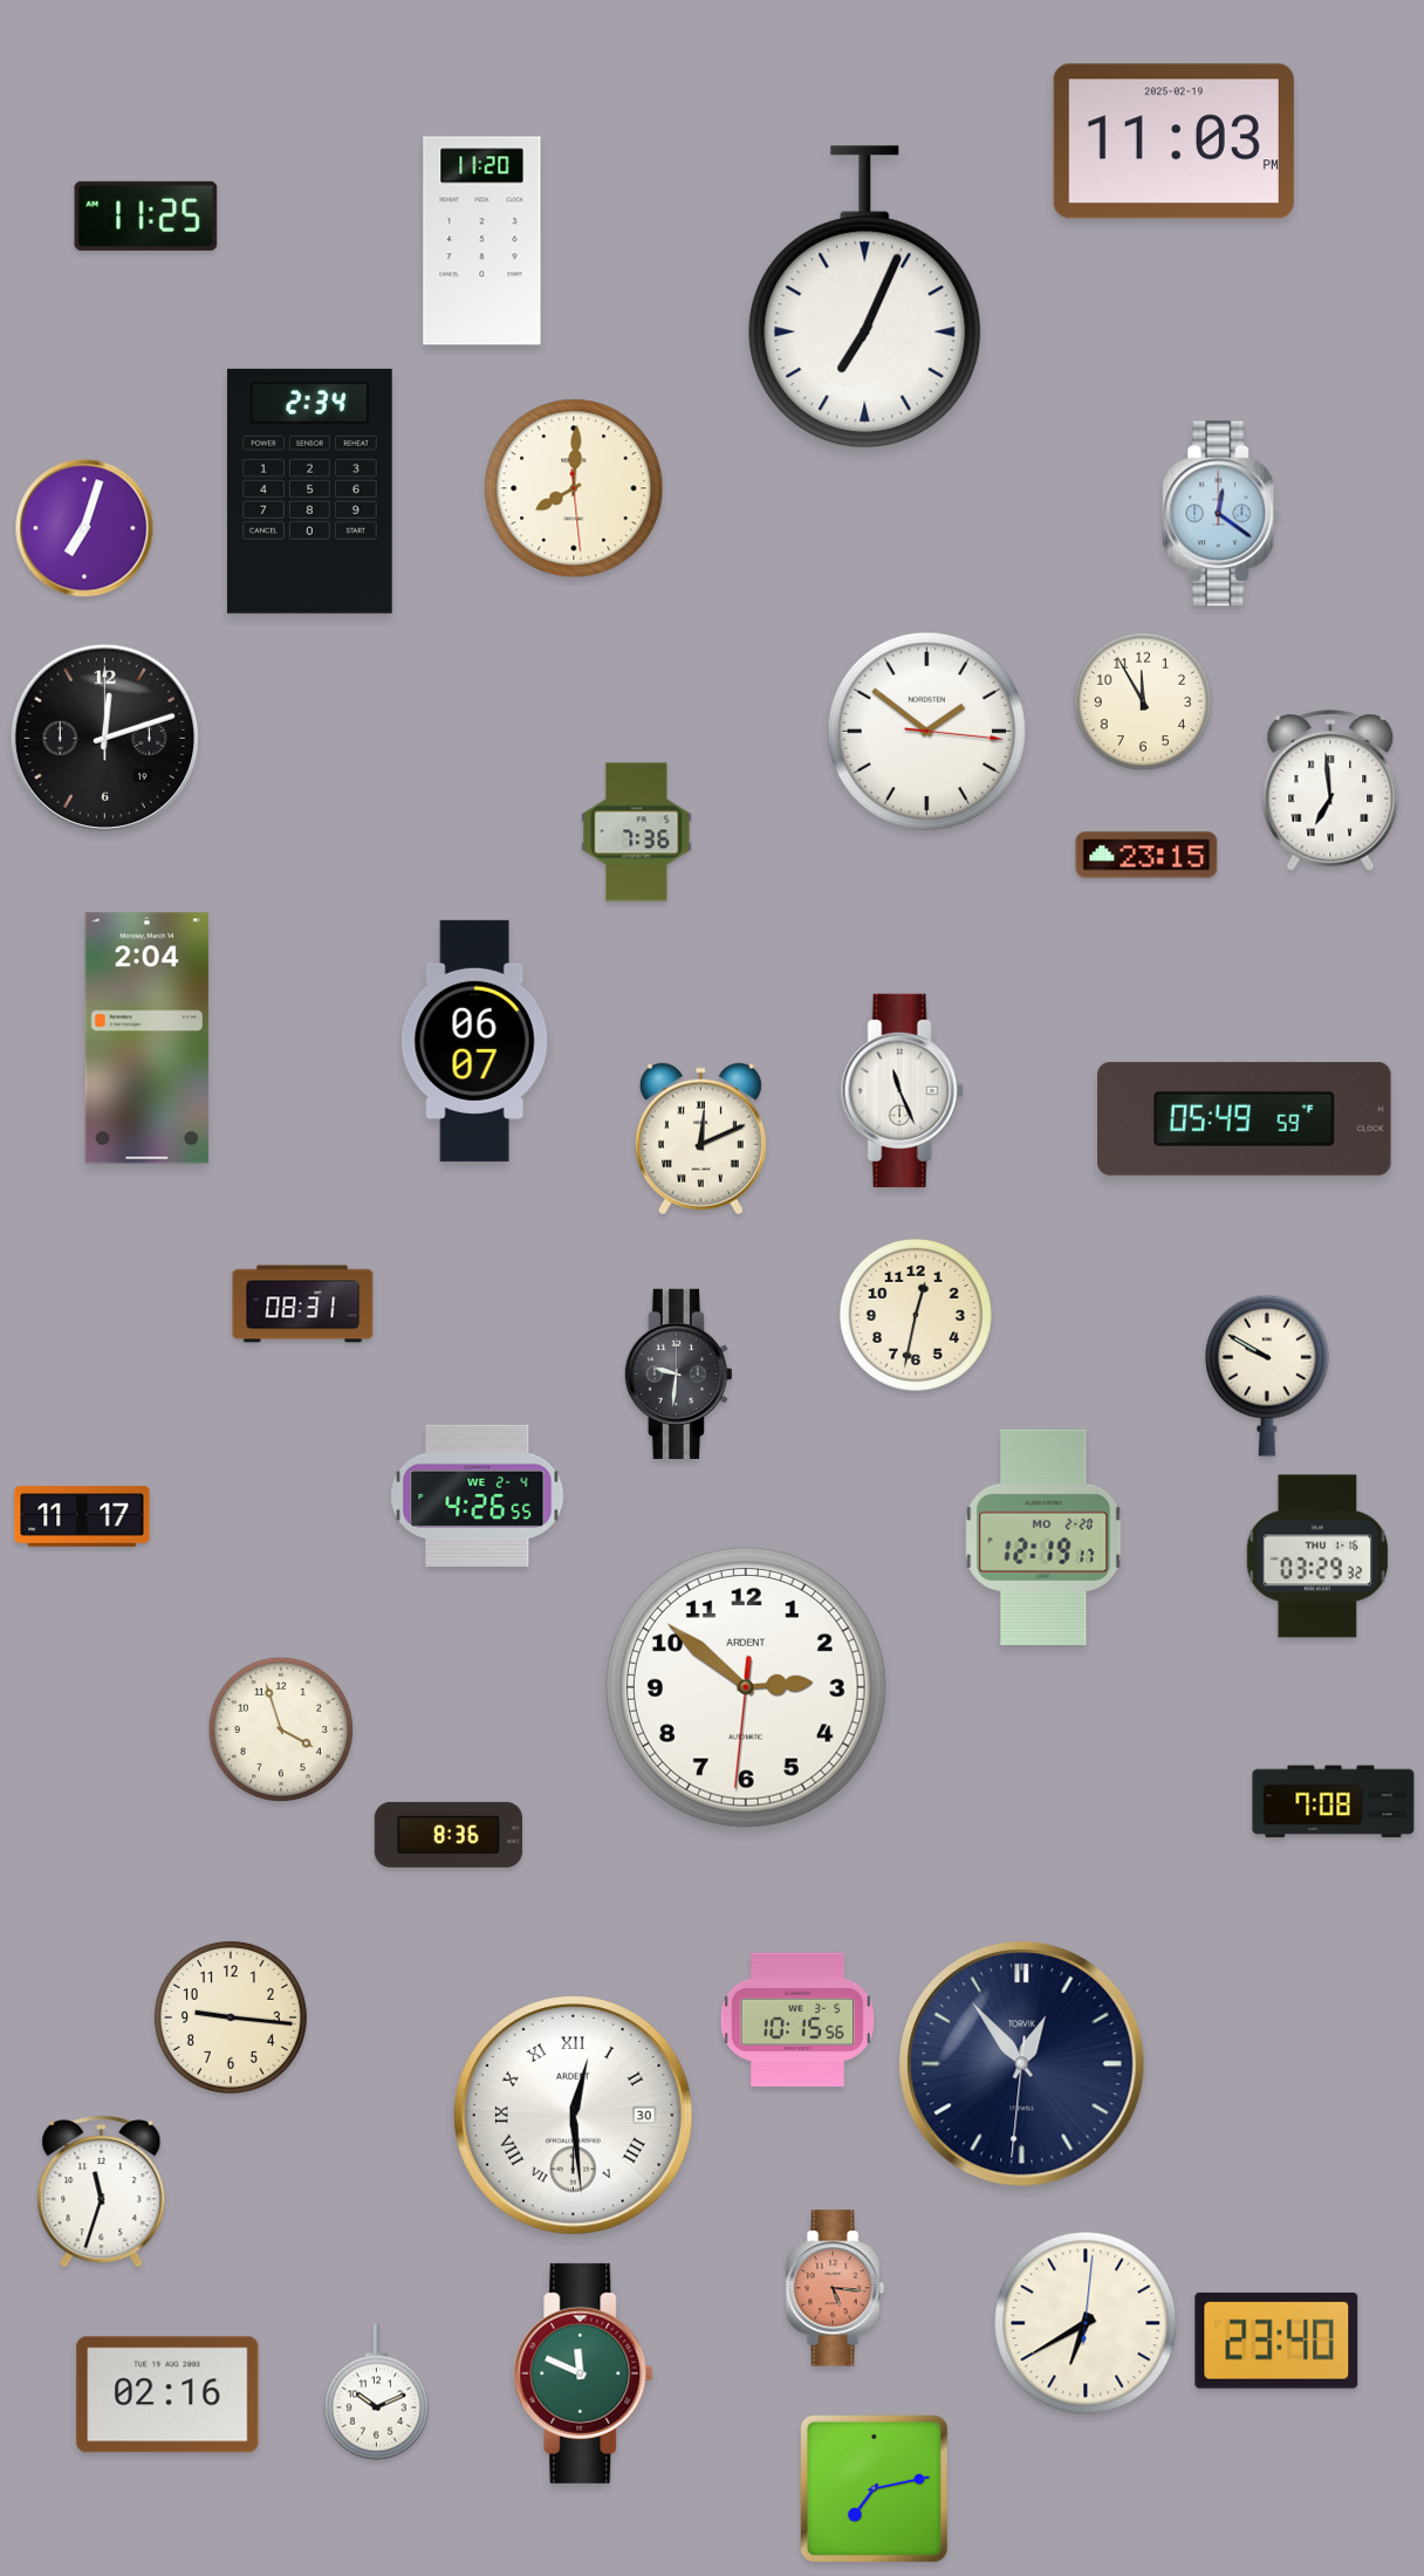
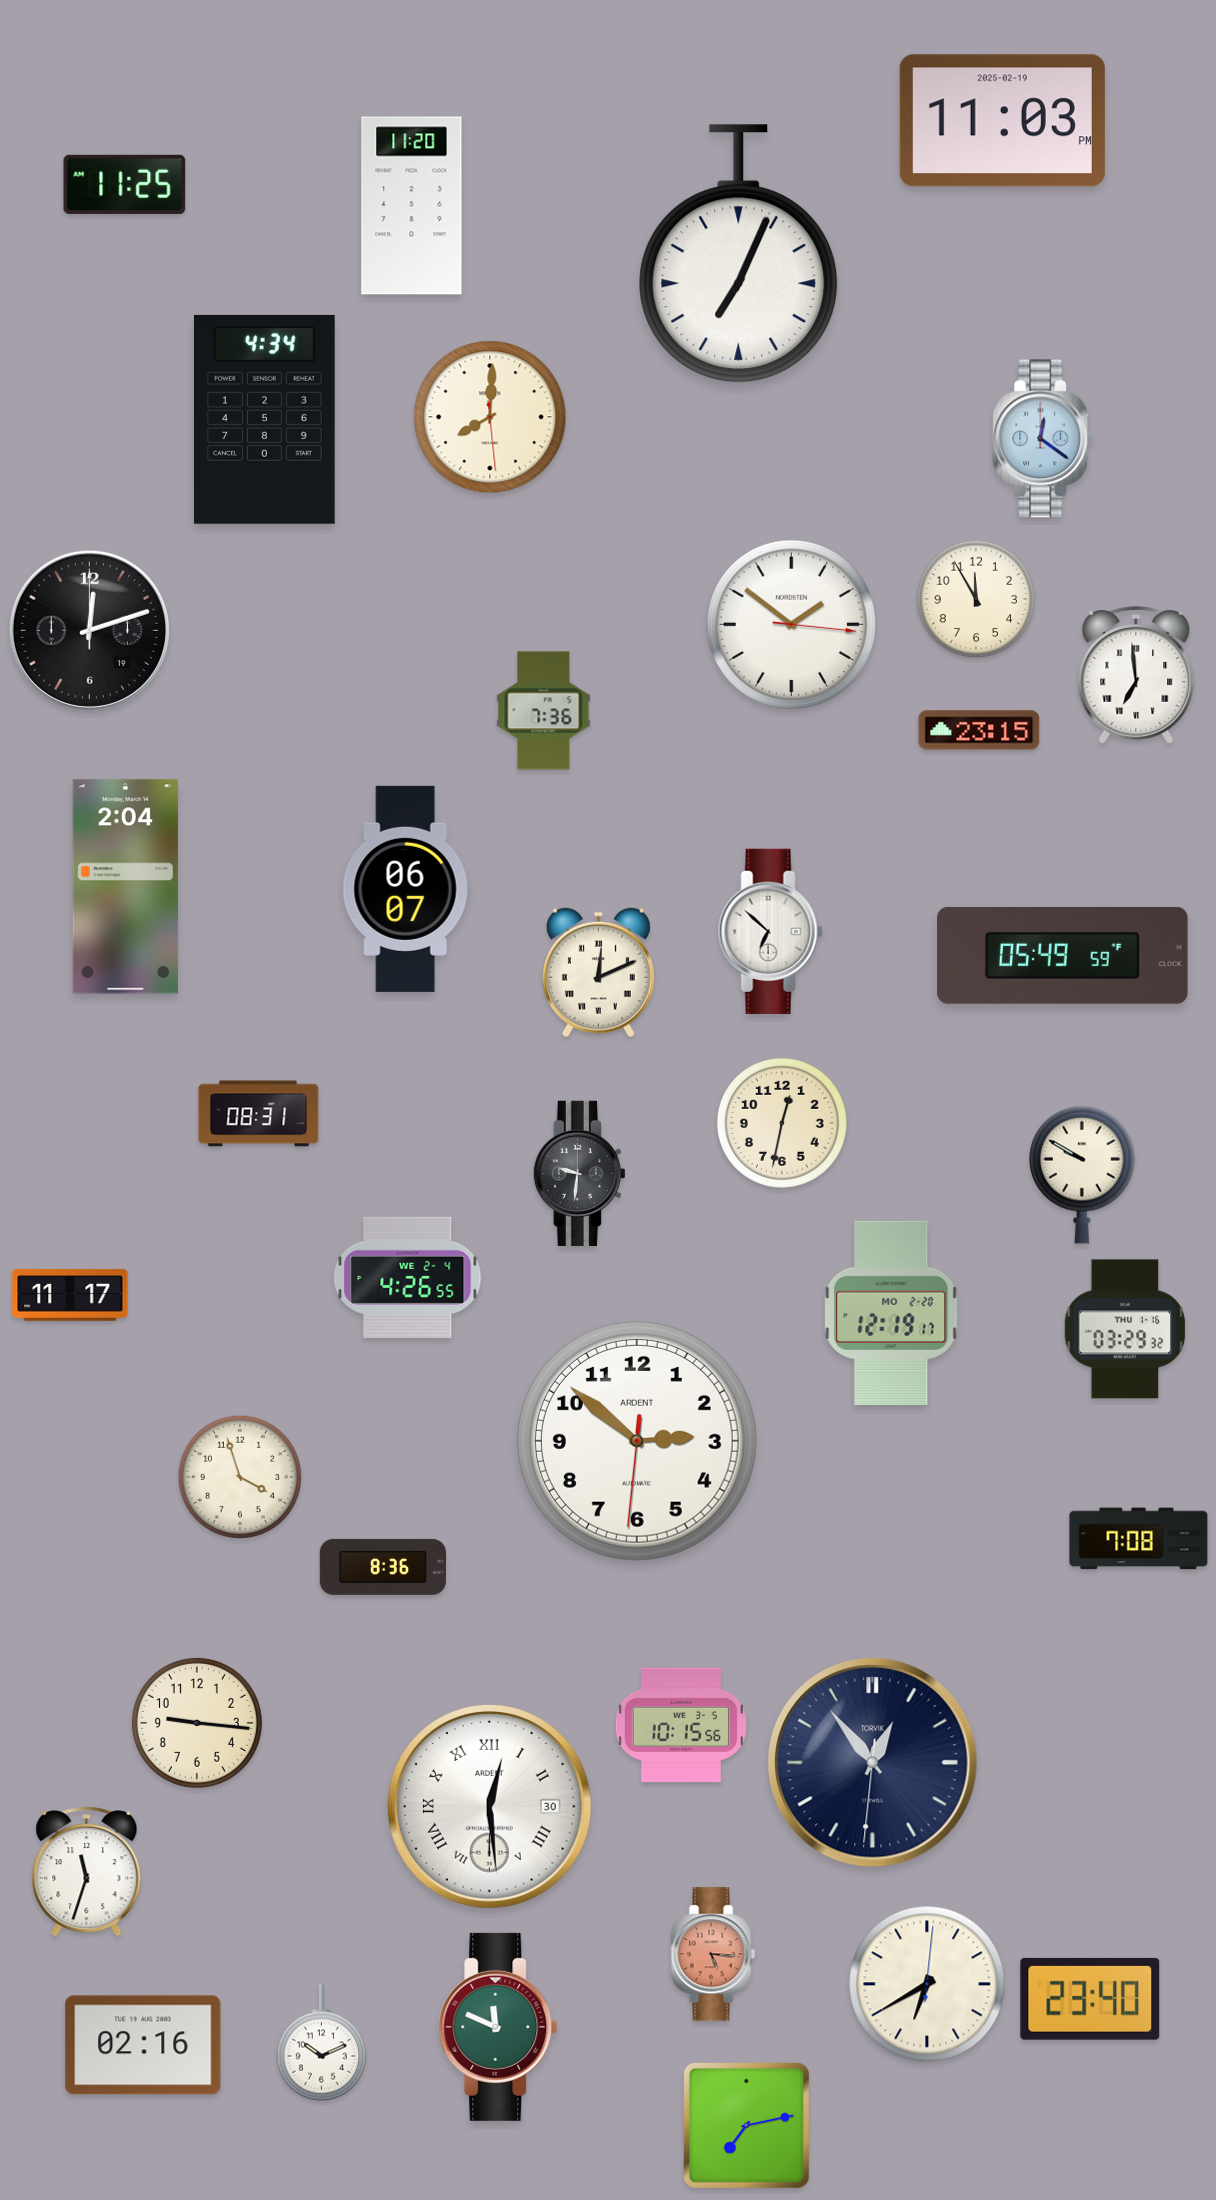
clock at (309, 491): 2:34 -> 4:34
clock at (84, 528): 7:03 -> none
clock at (902, 1090): 11:26 -> 6:52
